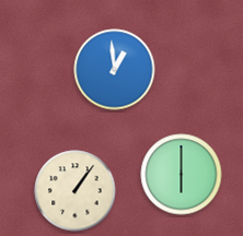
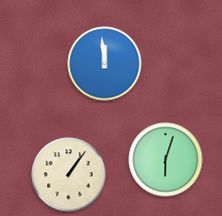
clock at (115, 70): 12:59 -> 11:59
clock at (182, 175): 6:00 -> 6:03
